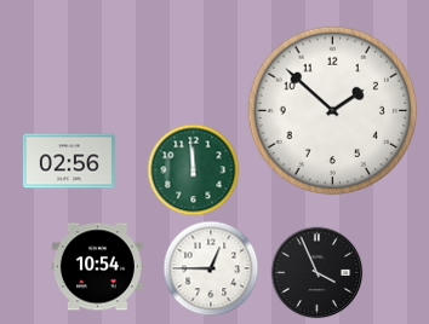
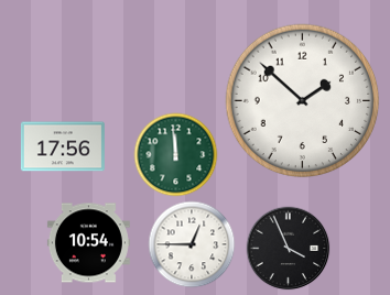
clock at (69, 161): 02:56 -> 17:56
